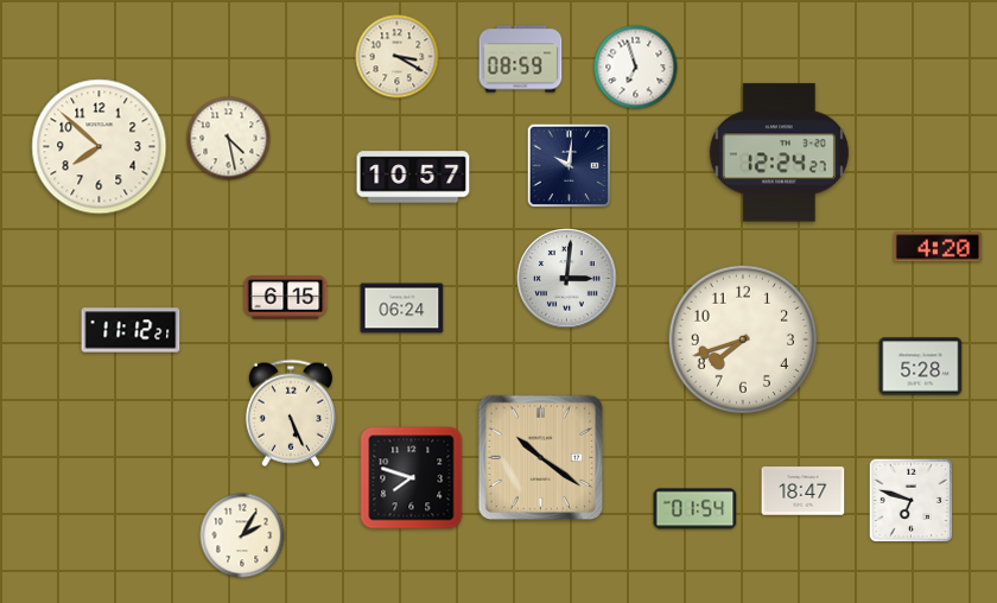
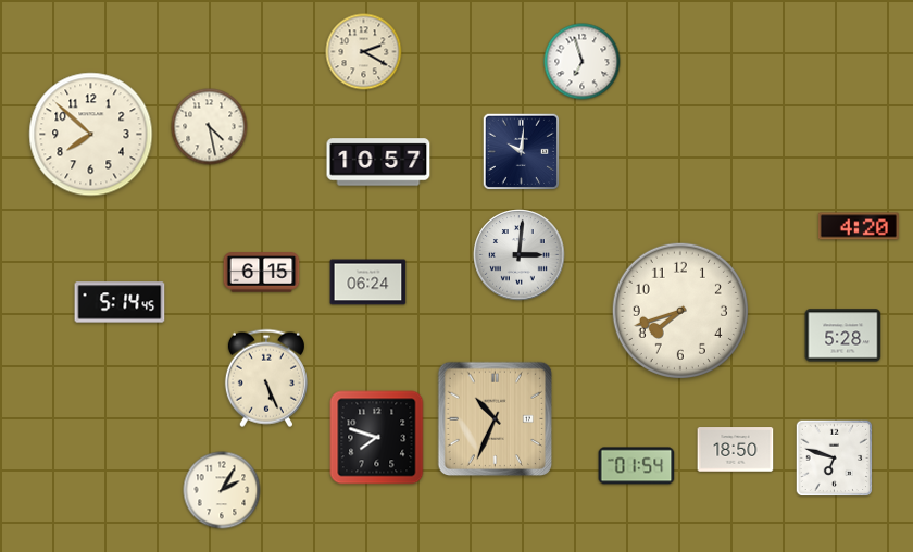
clock at (398, 57): 3:20 -> 2:20
clock at (521, 59): 08:59 -> none
clock at (779, 153): 12:24 -> none
clock at (131, 330): 11:12 -> 5:14
clock at (541, 458): 10:21 -> 10:34
clock at (804, 491): 18:47 -> 18:50
